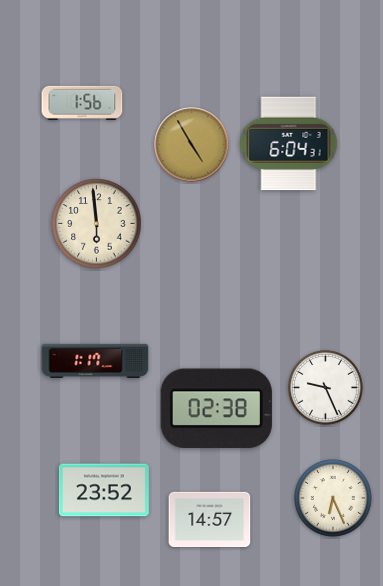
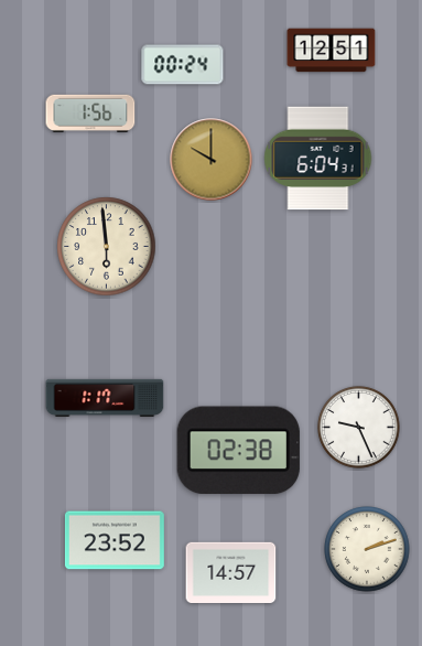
clock at (332, 51): none -> 12:51
clock at (183, 65): none -> 00:24
clock at (192, 145): 4:55 -> 10:00
clock at (333, 498): 6:26 -> 2:12
